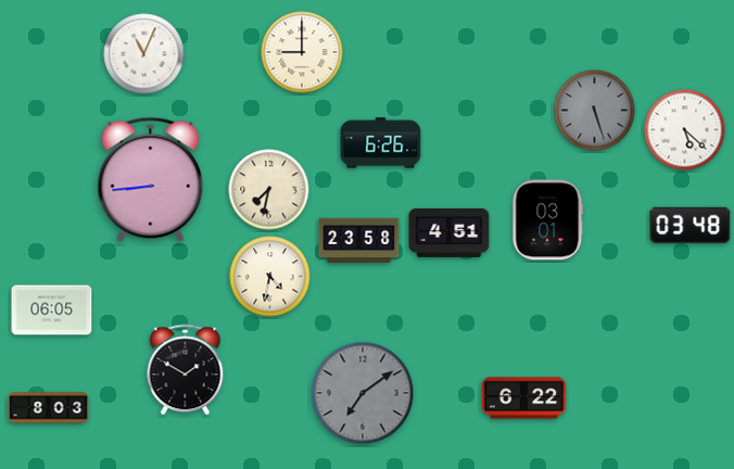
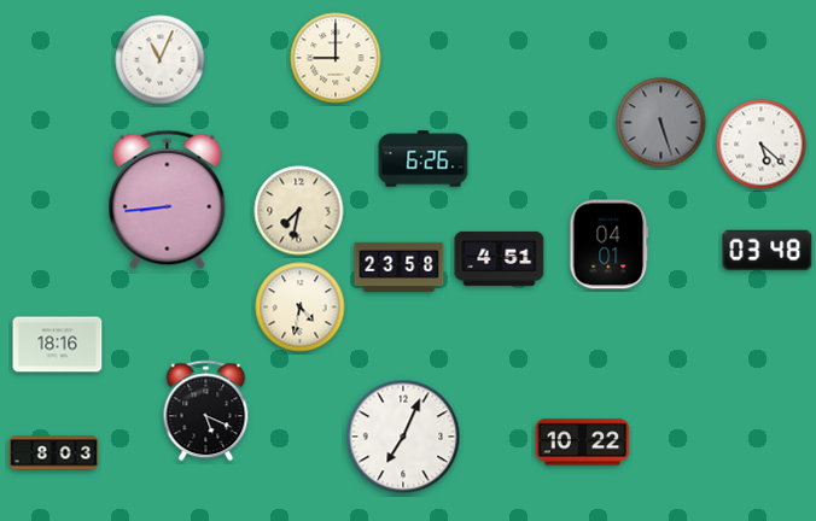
clock at (548, 220): 03:01 -> 04:01
clock at (52, 310): 06:05 -> 18:16
clock at (186, 370): 1:50 -> 5:19
clock at (363, 393): 7:09 -> 7:04
clock at (363, 393) dial: grey -> white
clock at (524, 398): 6:22 -> 10:22
